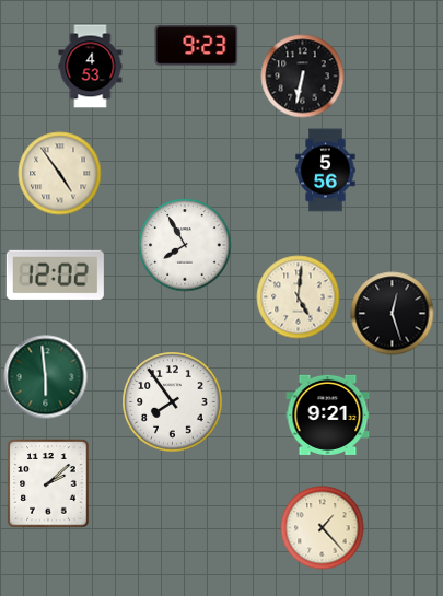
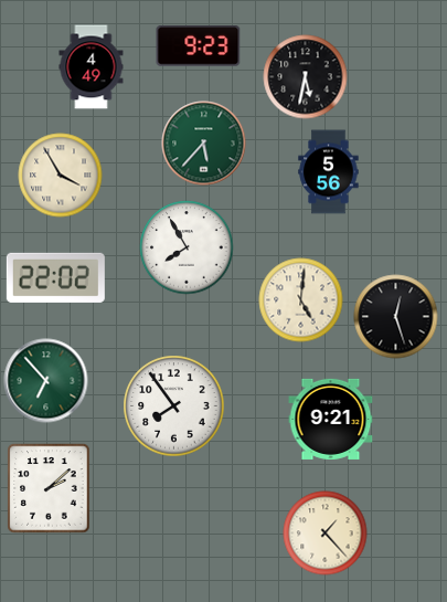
clock at (91, 67): 4:53 -> 4:49
clock at (303, 77): 6:32 -> 5:32
clock at (204, 144): none -> 5:37
clock at (60, 174): 4:54 -> 3:55
clock at (55, 274): 12:02 -> 22:02
clock at (46, 377): 5:59 -> 6:53
